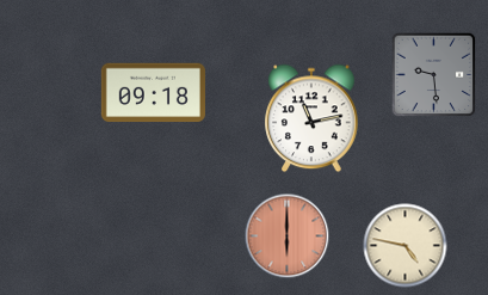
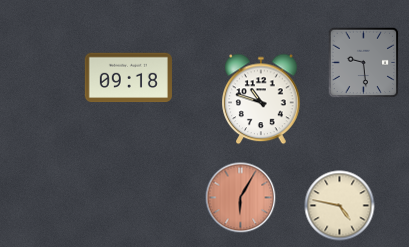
clock at (311, 118): 11:13 -> 10:48
clock at (288, 236): 6:00 -> 6:05
